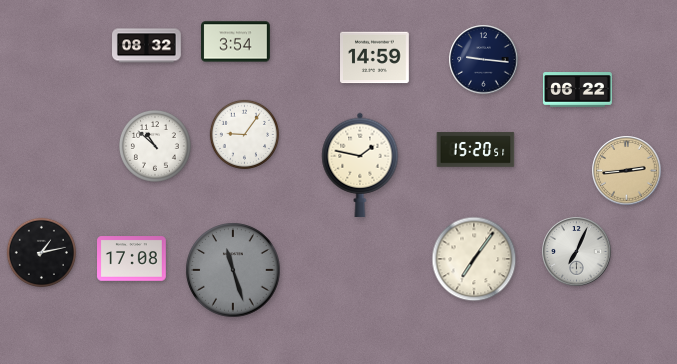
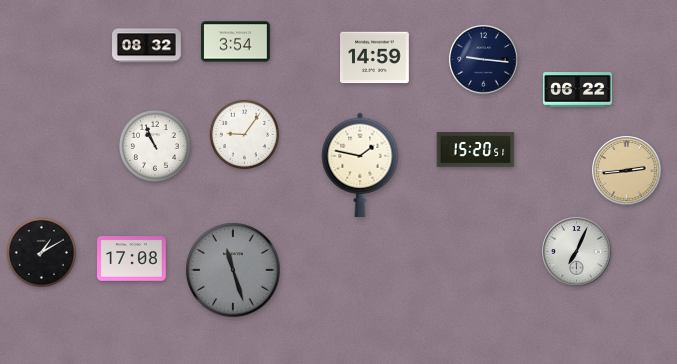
clock at (156, 147): 10:52 -> 10:56
clock at (41, 252): 1:13 -> 1:10
clock at (474, 259): 7:06 -> none
